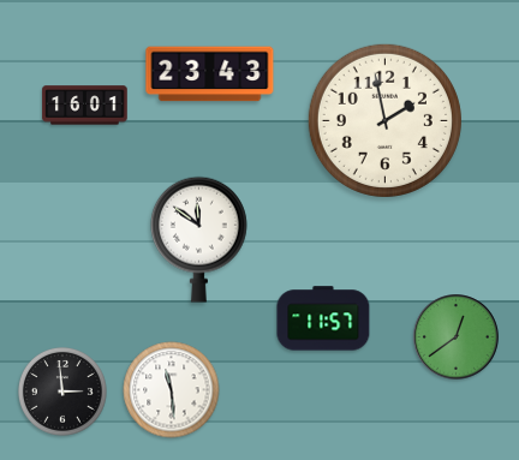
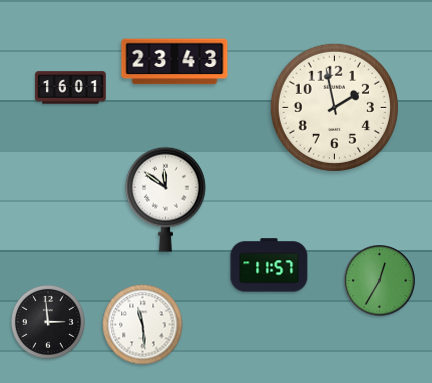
clock at (384, 120) position: (384, 120) -> (334, 107)
clock at (457, 337): 12:39 -> 12:35
clock at (62, 392) position: (62, 392) -> (48, 322)
